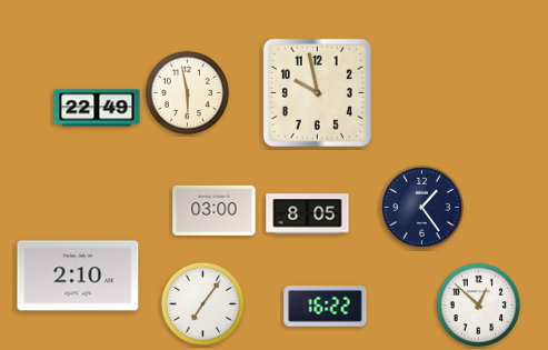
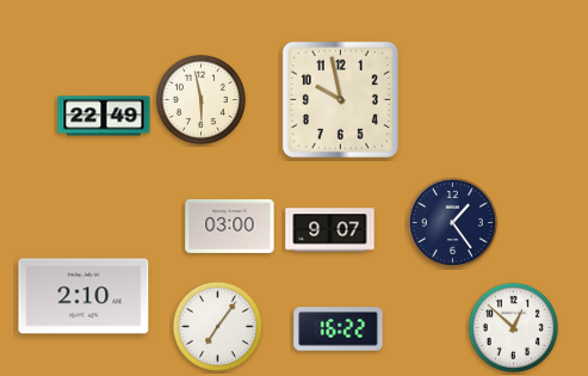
clock at (308, 214): 8:05 -> 9:07
clock at (326, 307) position: (326, 307) -> (339, 329)
